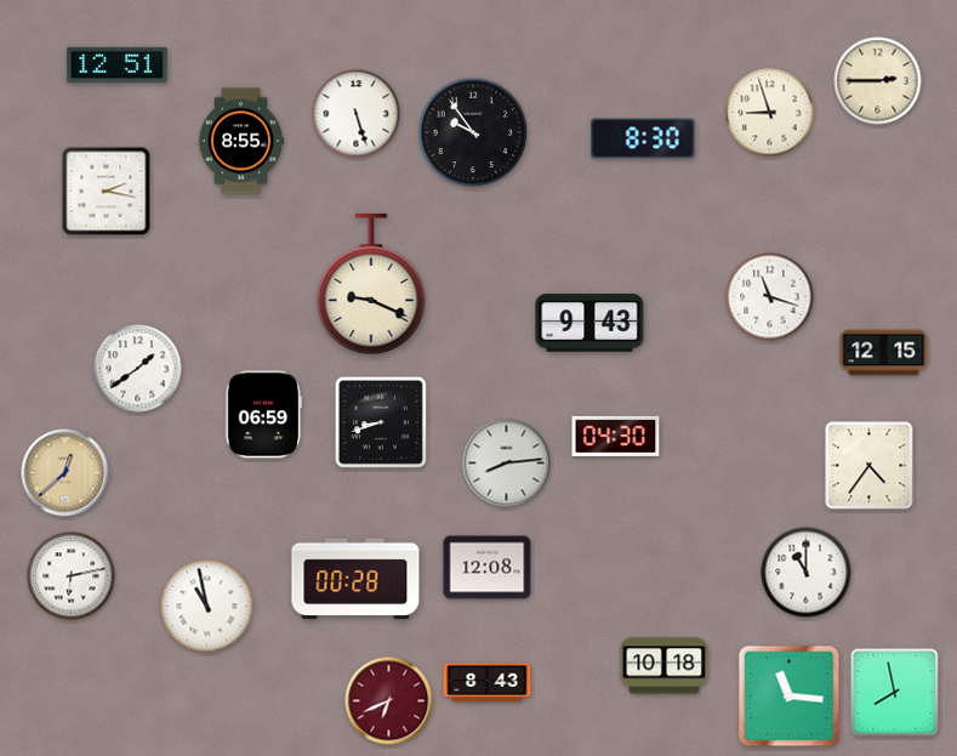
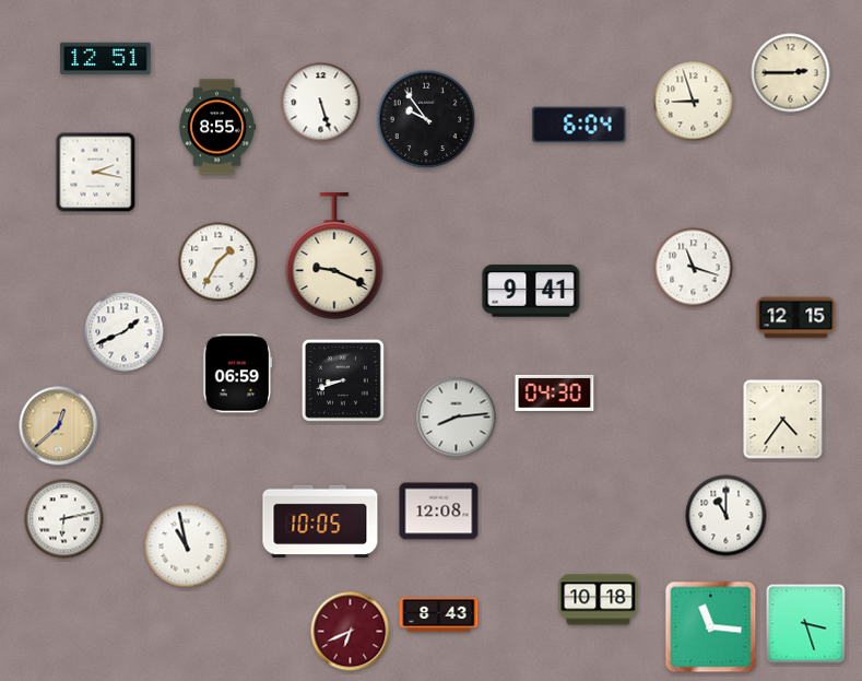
clock at (643, 138): 8:30 -> 6:04
clock at (219, 262): none -> 1:35
clock at (589, 323): 9:43 -> 9:41
clock at (138, 369): 1:39 -> 1:41
clock at (355, 579): 00:28 -> 10:05
clock at (895, 693): 7:58 -> 3:27
